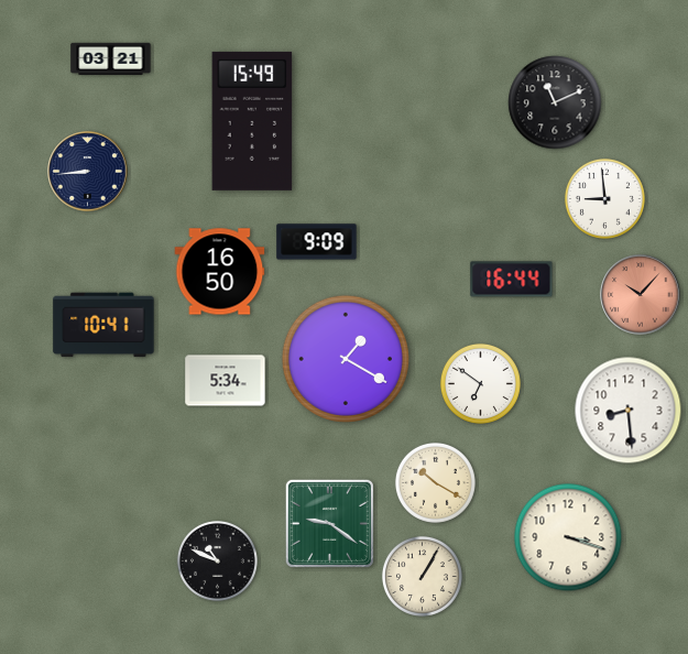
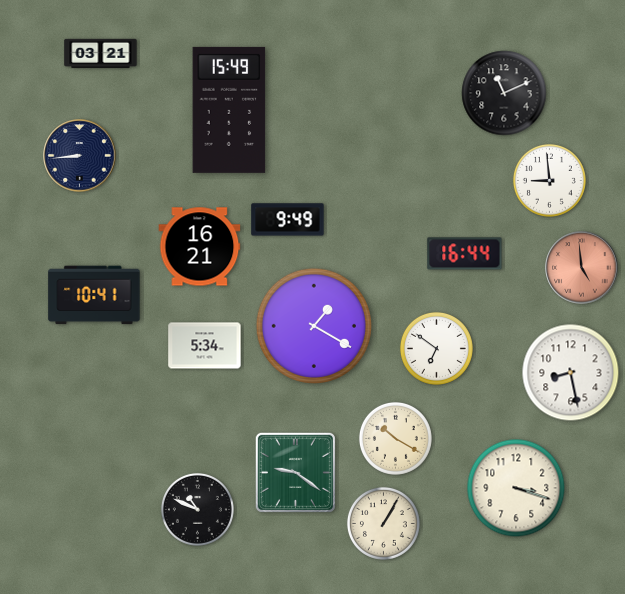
clock at (317, 242): 9:09 -> 9:49
clock at (220, 272): 16:50 -> 16:21
clock at (641, 295): 10:07 -> 4:59
clock at (629, 411): 8:29 -> 8:28
clock at (329, 523) position: (329, 523) -> (295, 472)
